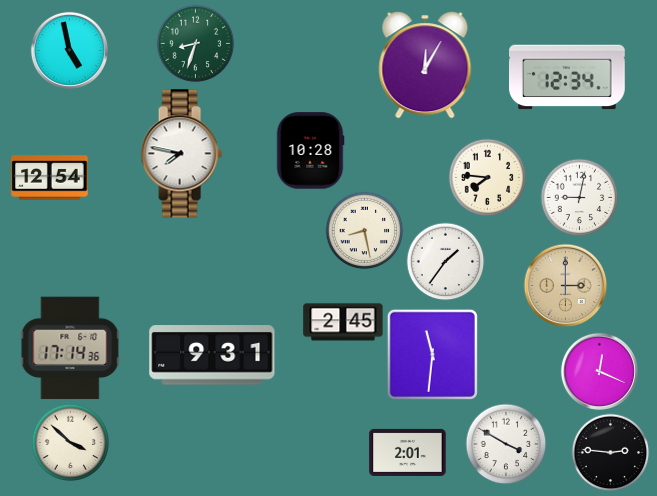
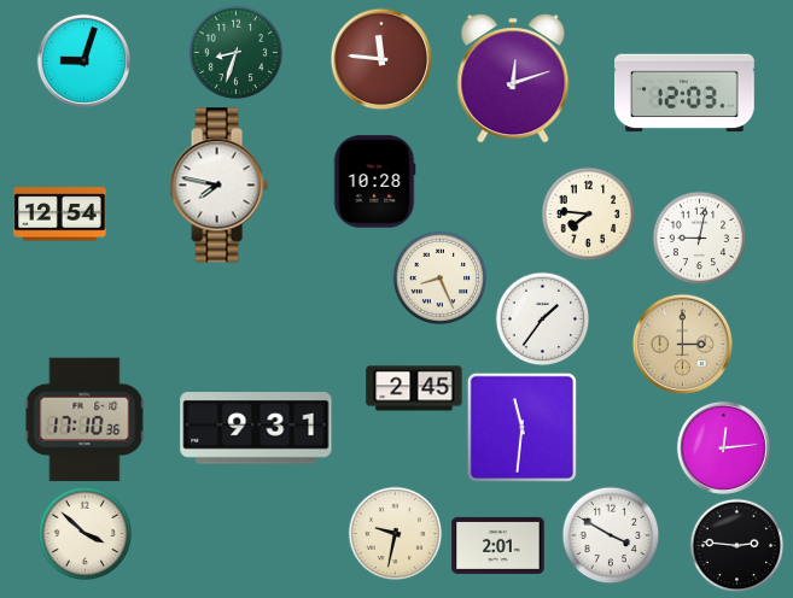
clock at (381, 59): none -> 11:46
clock at (69, 50): 4:58 -> 9:03
clock at (425, 65): 12:05 -> 12:12
clock at (568, 77): 12:34 -> 12:03
clock at (364, 230): 8:28 -> 8:26
clock at (445, 261) position: (445, 261) -> (542, 318)
clock at (70, 348): 17:14 -> 17:10
clock at (599, 371): 12:19 -> 12:14
clock at (395, 533): none -> 9:32
clock at (408, 452) position: (408, 452) -> (498, 545)
